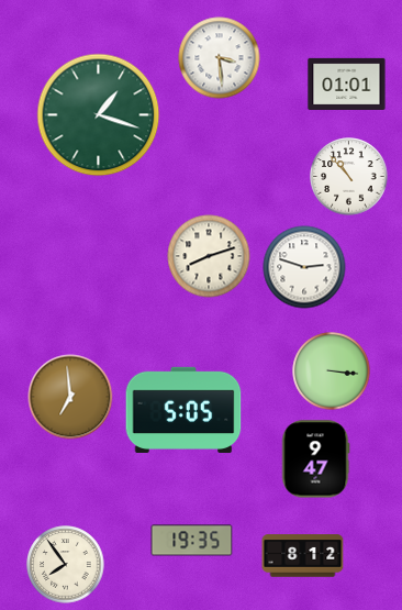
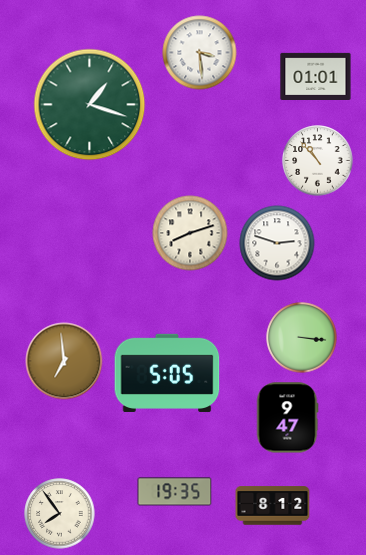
clock at (303, 556) position: (303, 556) -> (273, 506)
